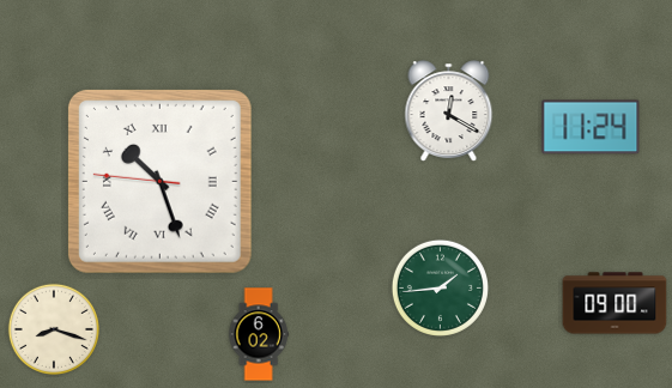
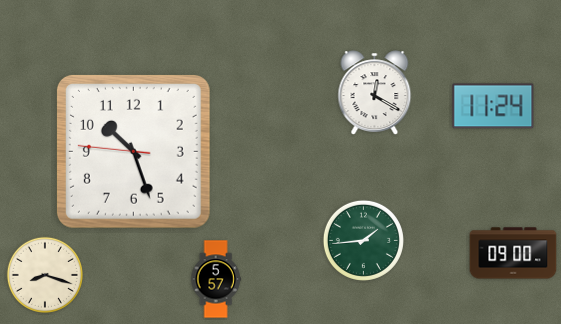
clock at (159, 181) numerals: Roman -> Arabic
clock at (440, 287) position: (440, 287) -> (363, 240)
clock at (259, 334): 6:02 -> 5:57
